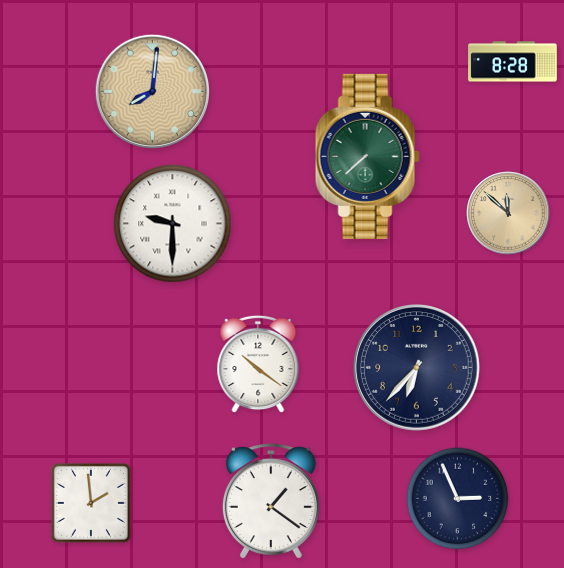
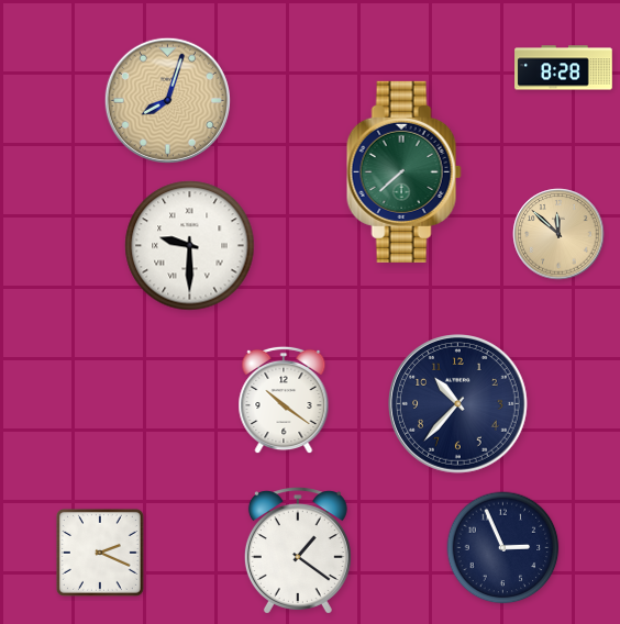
clock at (152, 91): 8:01 -> 8:03
clock at (417, 368): 6:37 -> 10:37
clock at (91, 503): 1:59 -> 2:19
